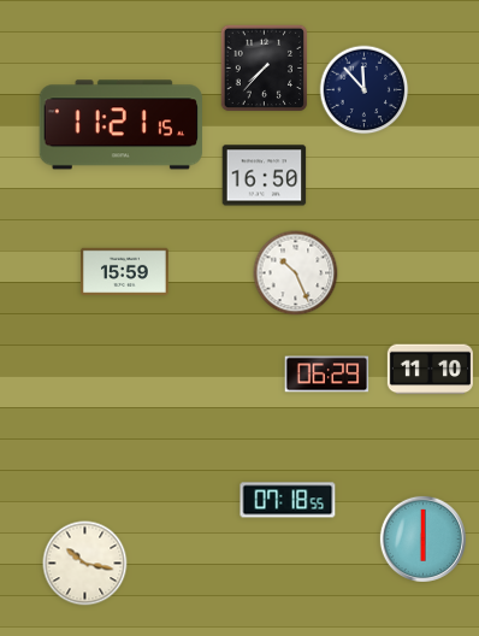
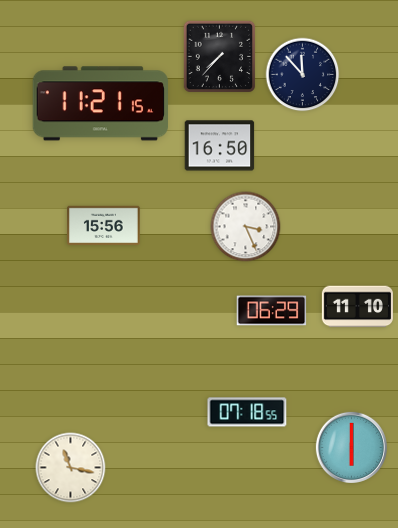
clock at (125, 271): 15:59 -> 15:56
clock at (296, 273): 10:26 -> 3:26
clock at (288, 500) position: (288, 500) -> (247, 412)
clock at (85, 564): 10:17 -> 11:17
